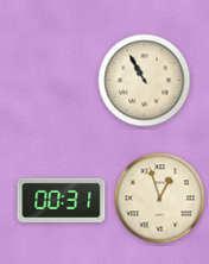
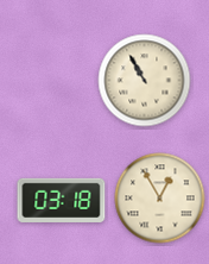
clock at (160, 199): 12:57 -> 12:55
clock at (62, 200): 00:31 -> 03:18
